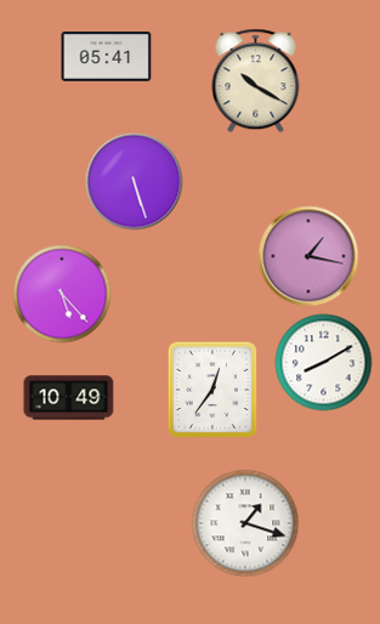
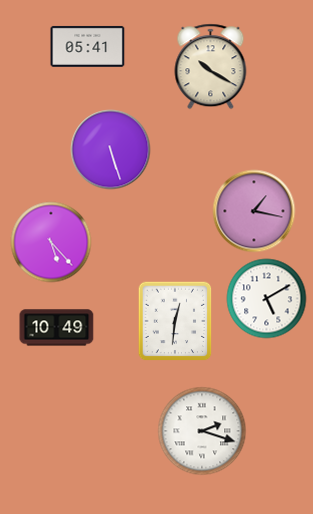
clock at (324, 363): 8:10 -> 5:10
clock at (212, 390): 12:36 -> 12:31
clock at (245, 523): 1:18 -> 2:18
